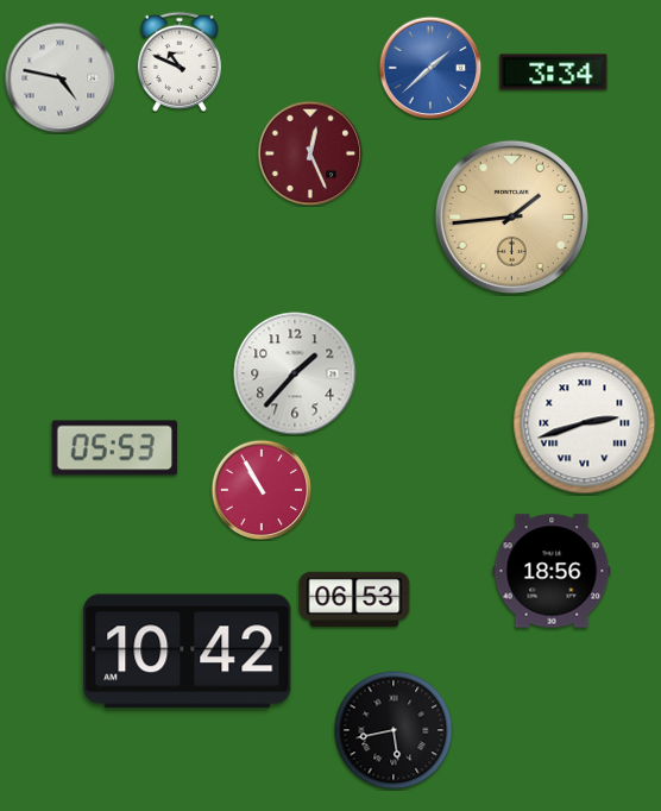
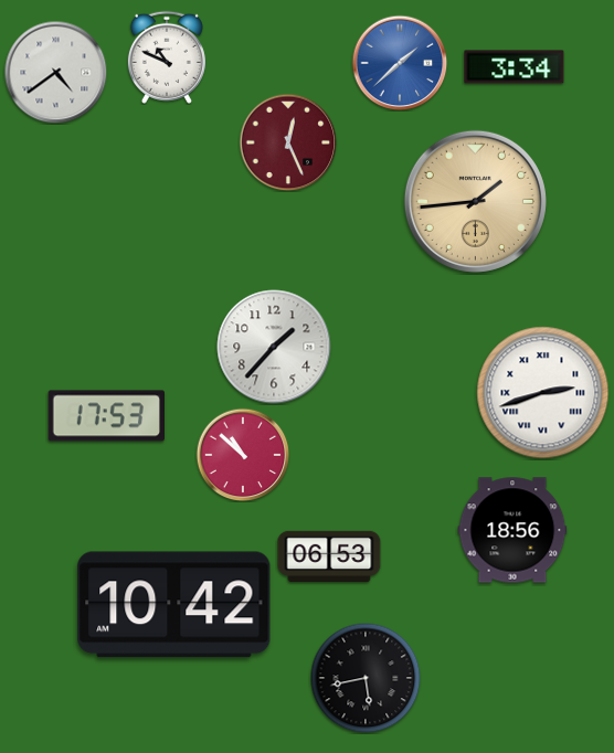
clock at (59, 77): 4:47 -> 4:39
clock at (115, 448): 05:53 -> 17:53
clock at (262, 490): 10:55 -> 10:52
